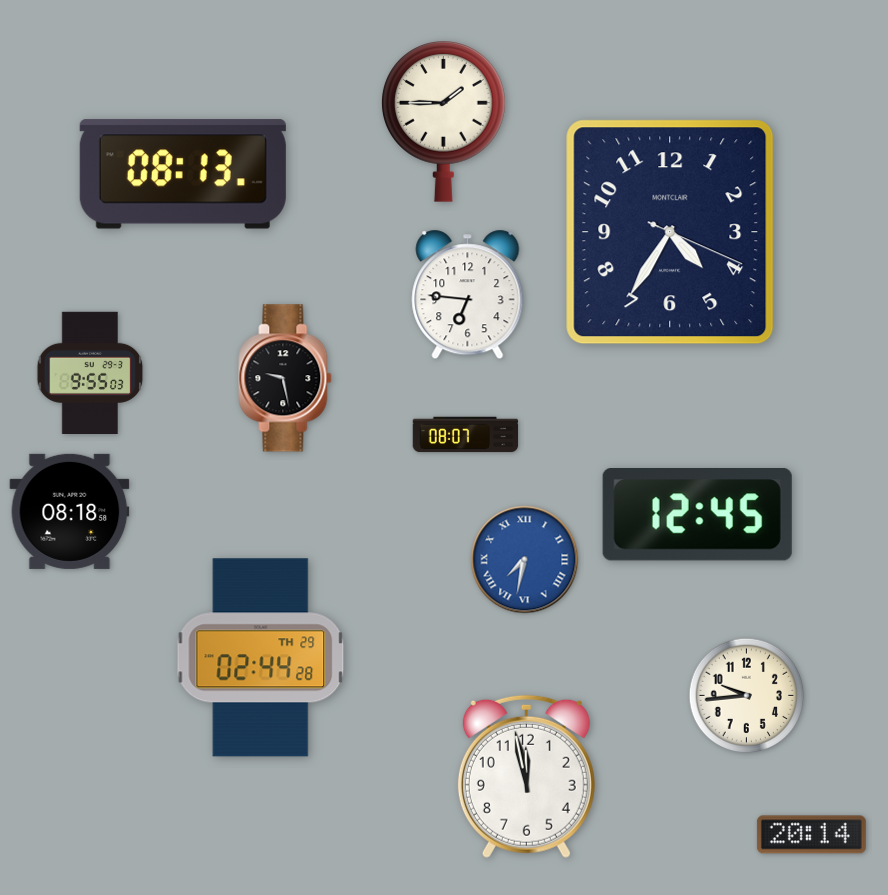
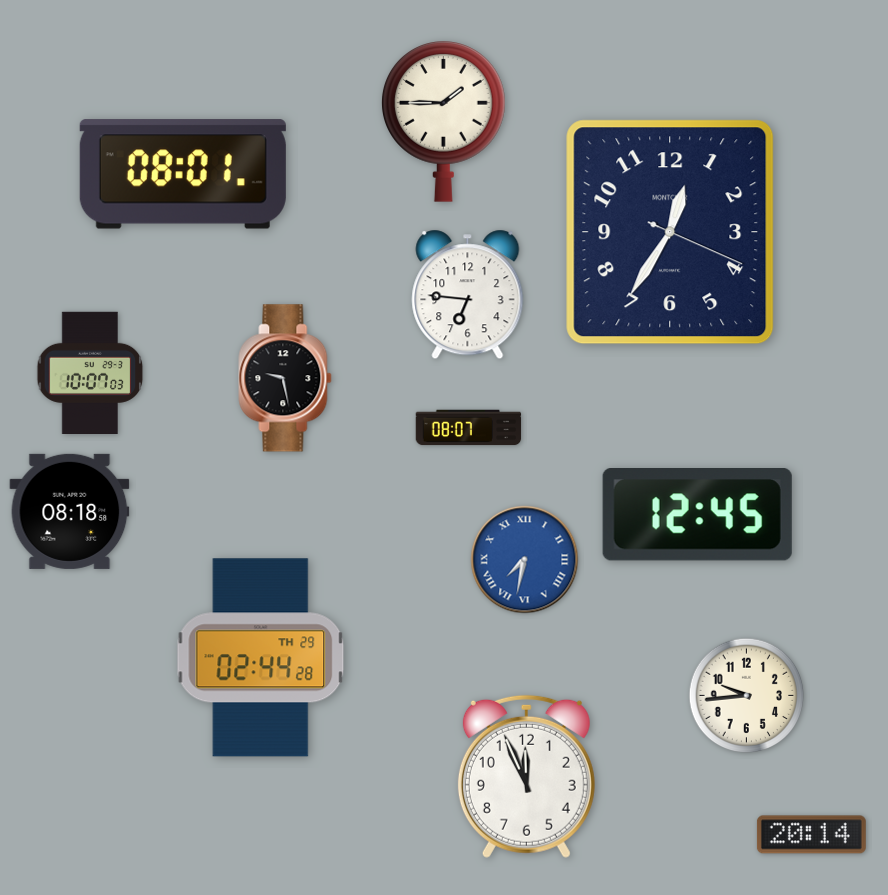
clock at (183, 174): 08:13 -> 08:01
clock at (670, 232): 4:35 -> 12:35
clock at (90, 372): 9:55 -> 10:07
clock at (466, 435) position: (466, 435) -> (469, 428)
clock at (526, 776): 11:58 -> 11:56
